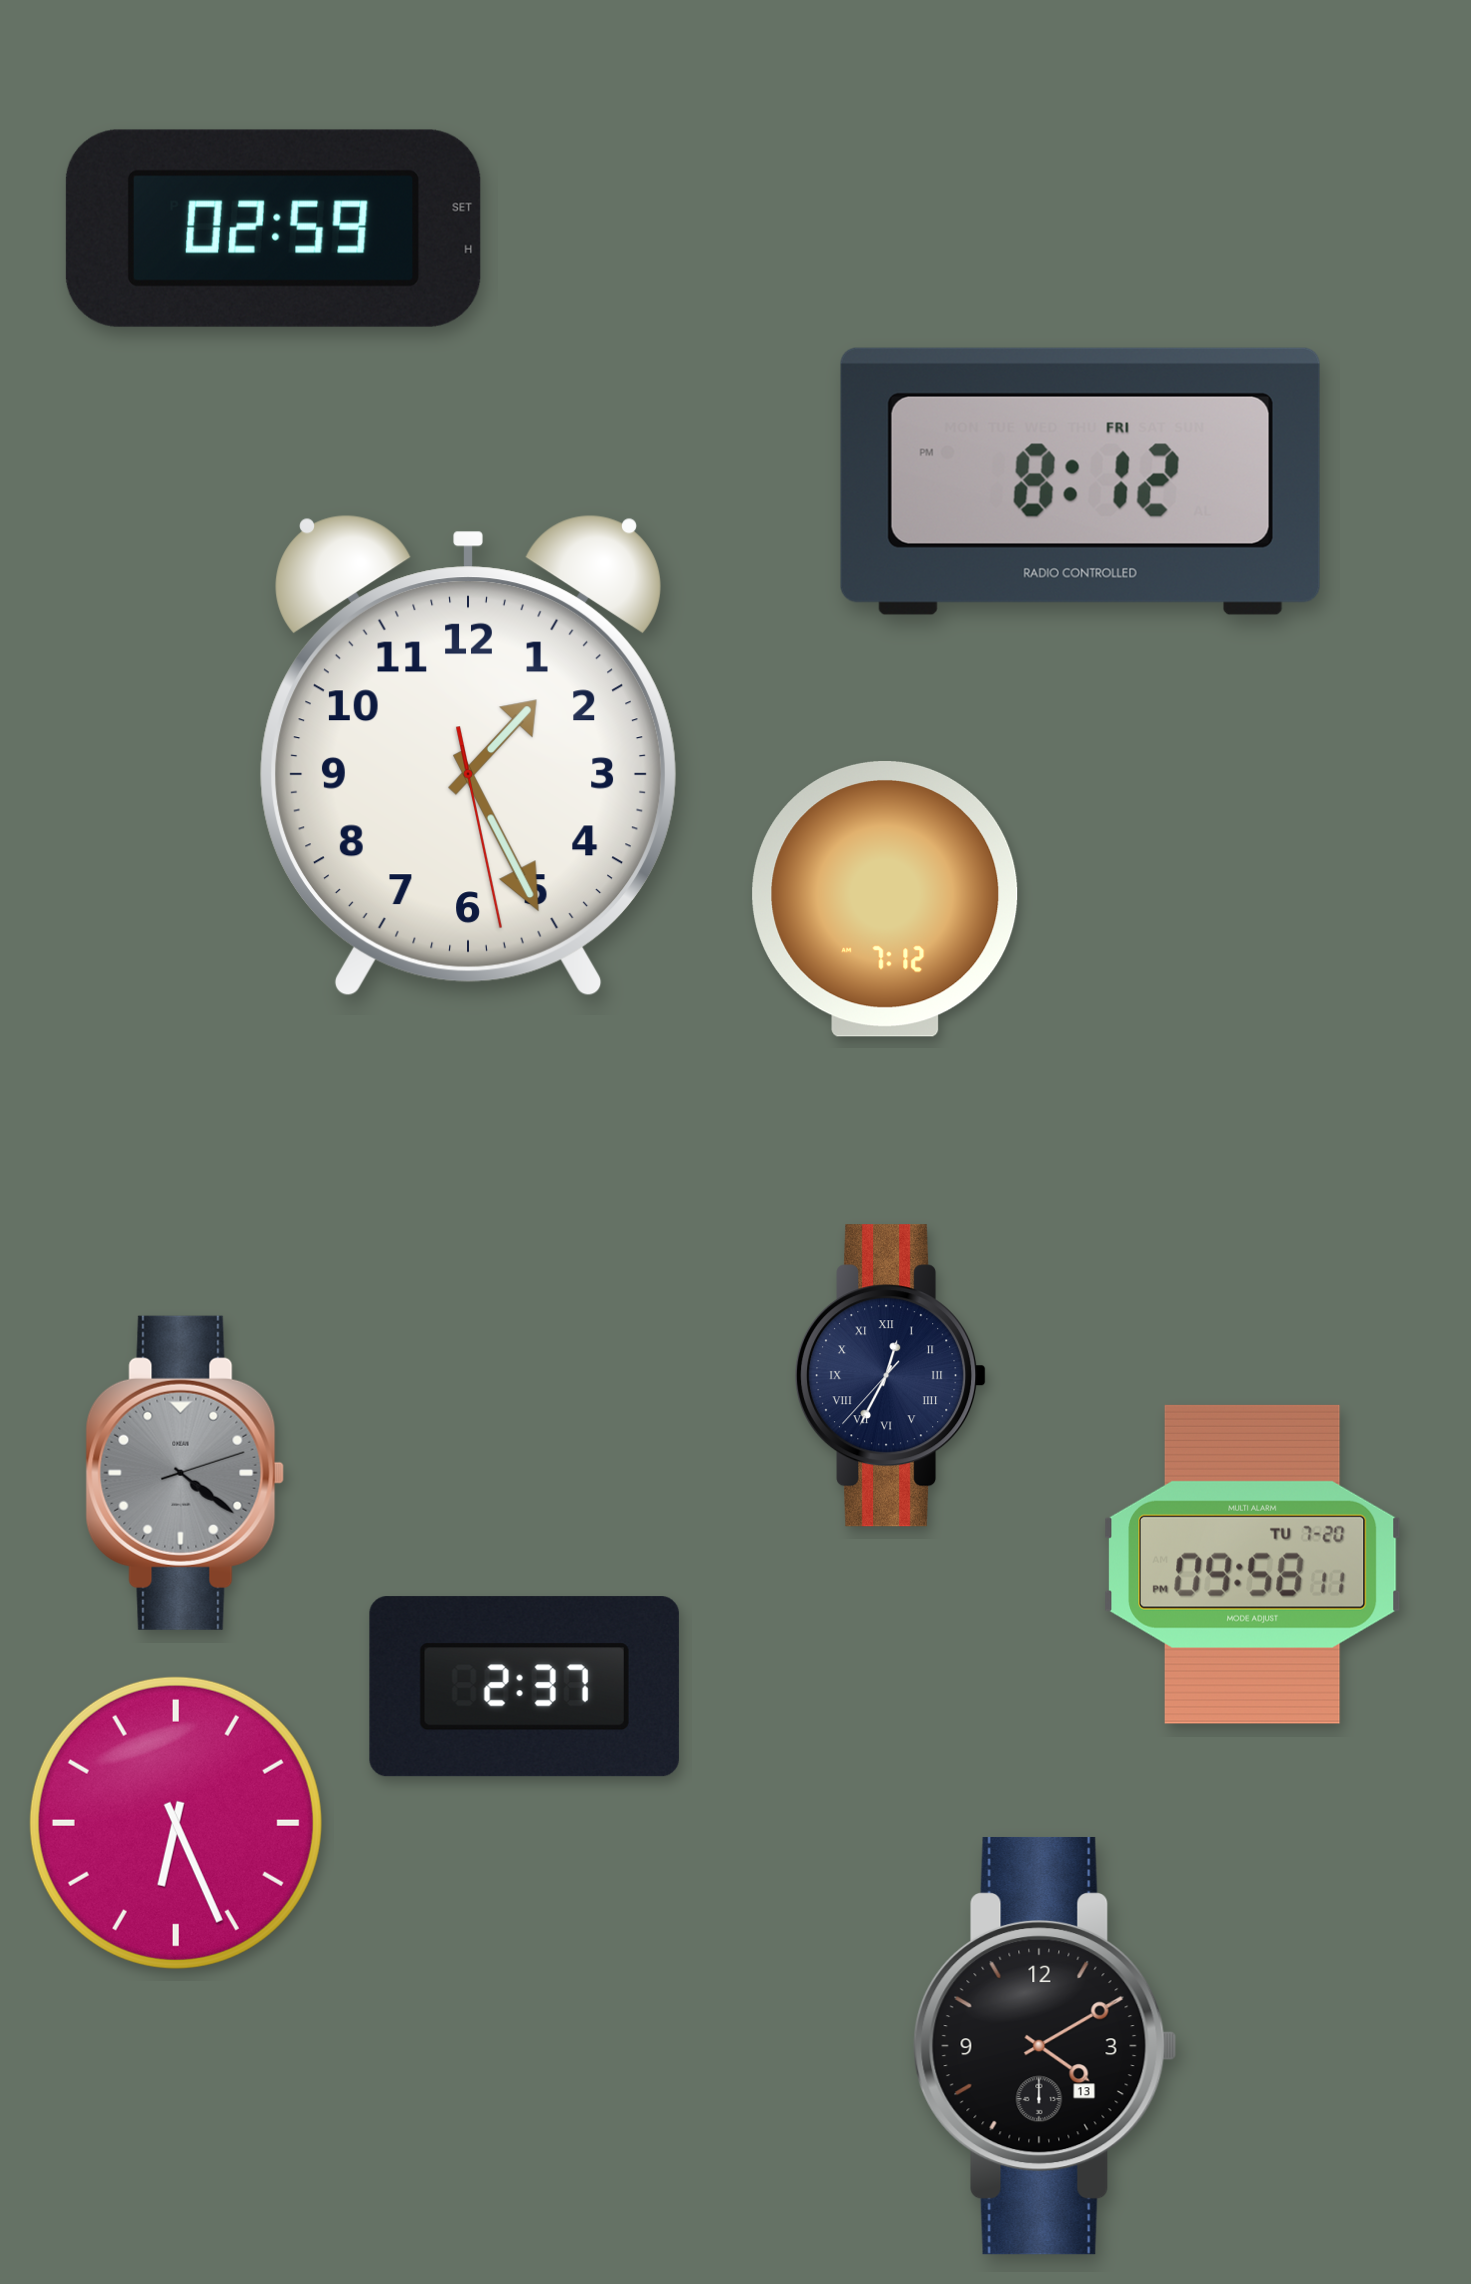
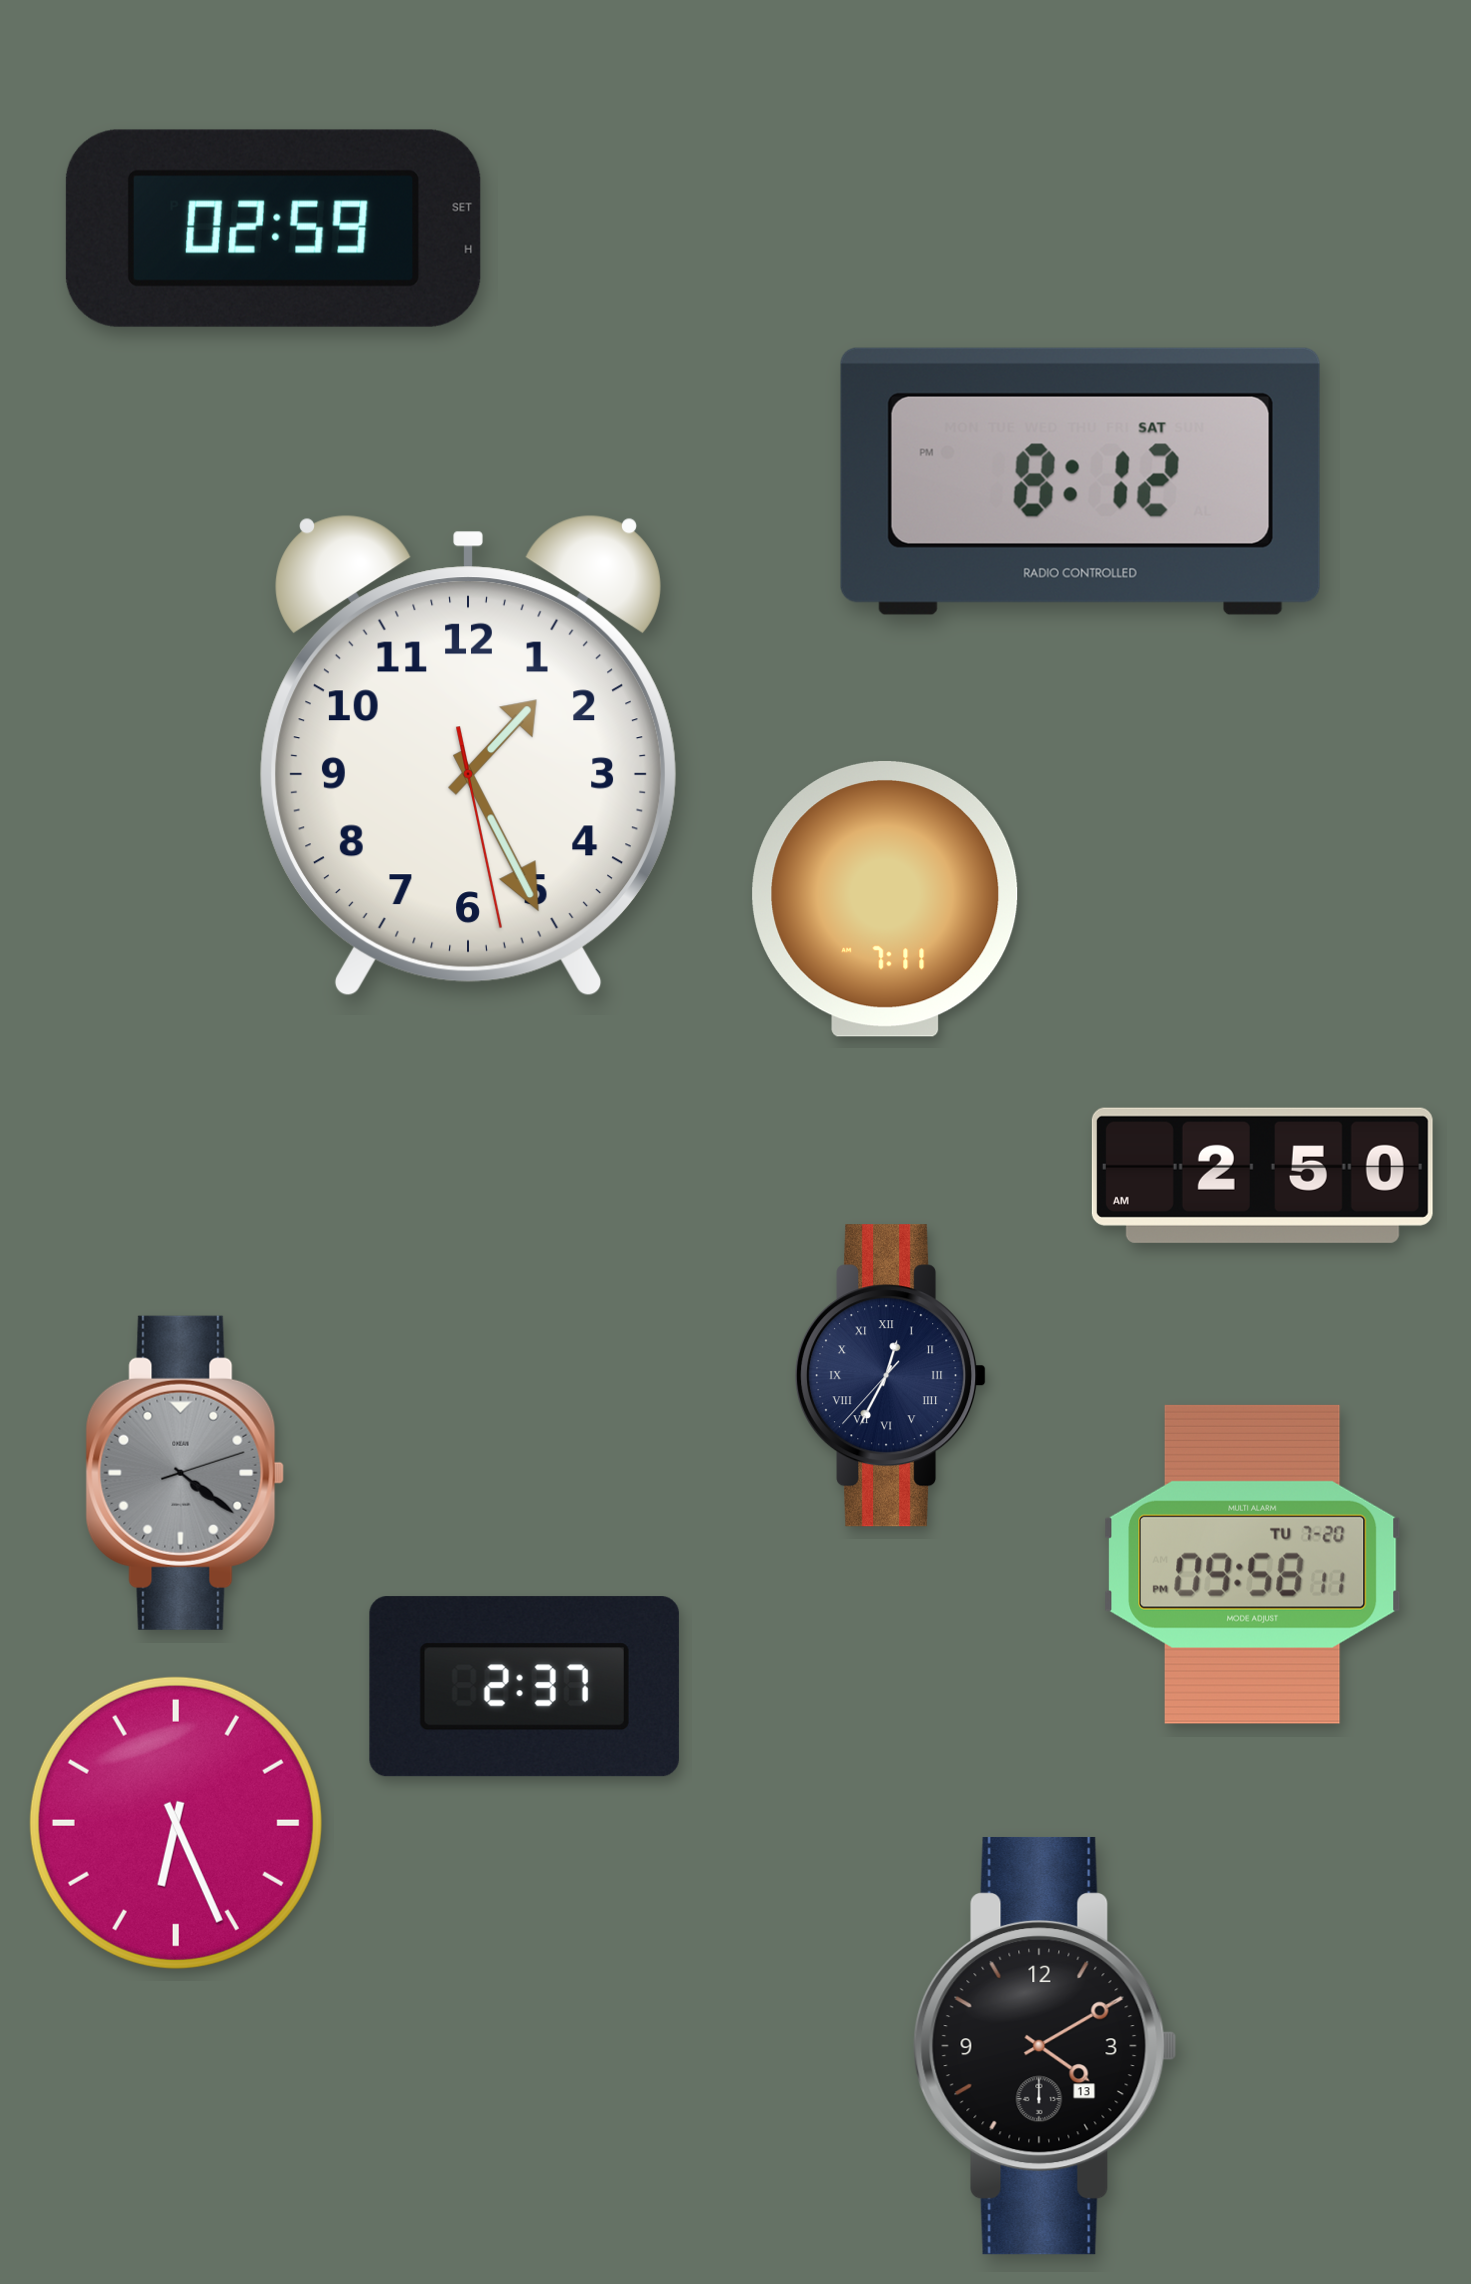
clock at (1080, 481) date: FRI -> SAT
clock at (885, 899): 7:12 -> 7:11
clock at (1262, 1175): none -> 2:50
